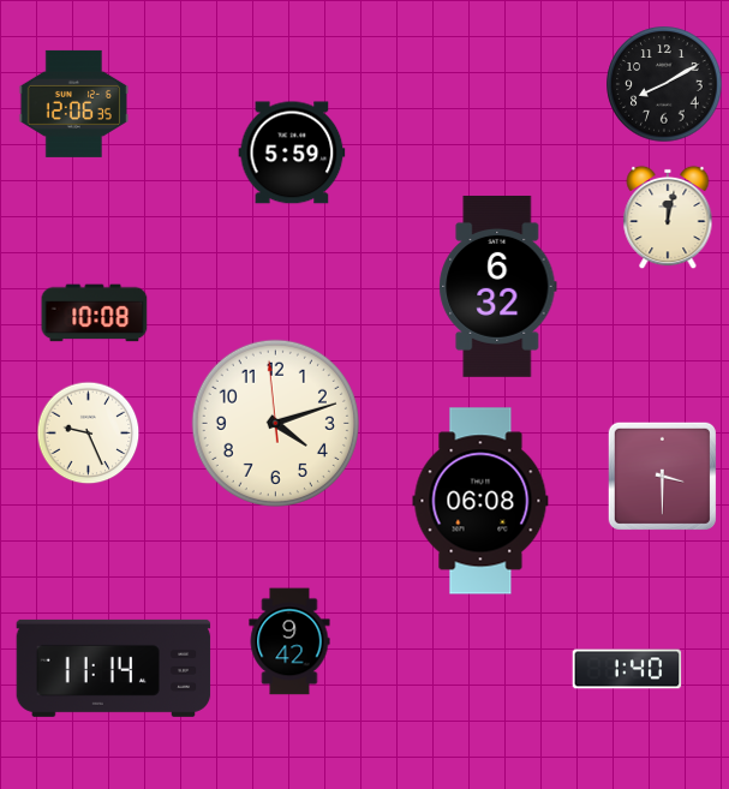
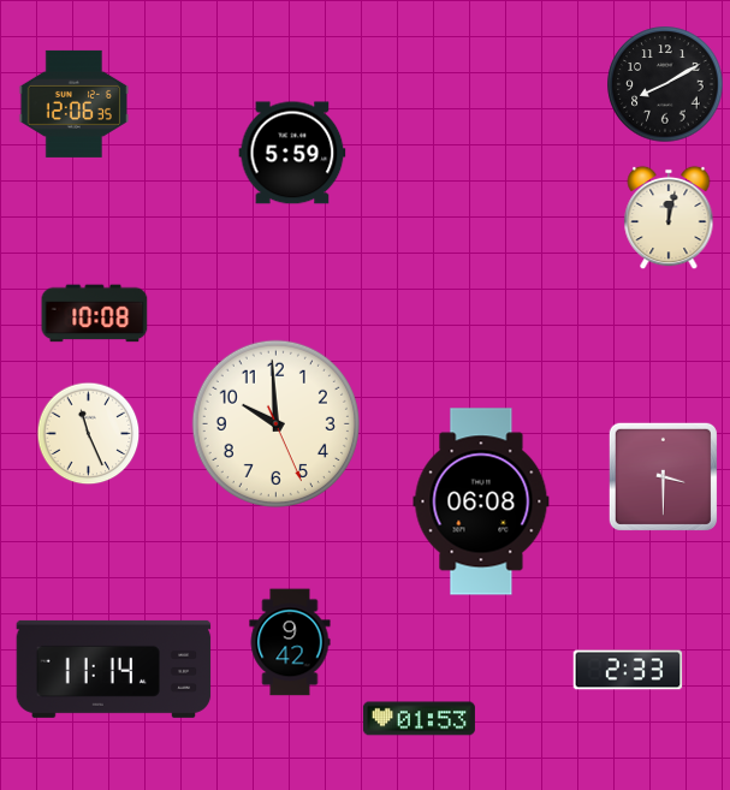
clock at (498, 286): 6:32 -> none
clock at (275, 423): 4:11 -> 9:59
clock at (89, 434): 9:26 -> 11:26
clock at (627, 669): 1:40 -> 2:33
clock at (419, 719): none -> 01:53
